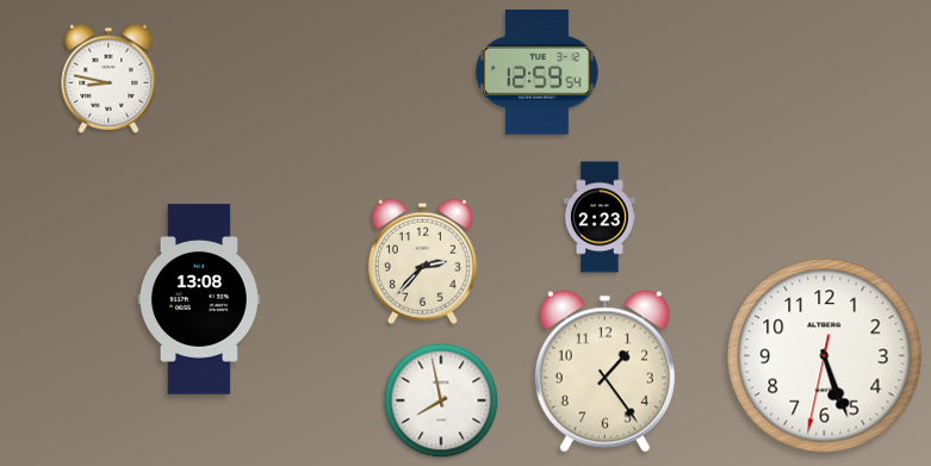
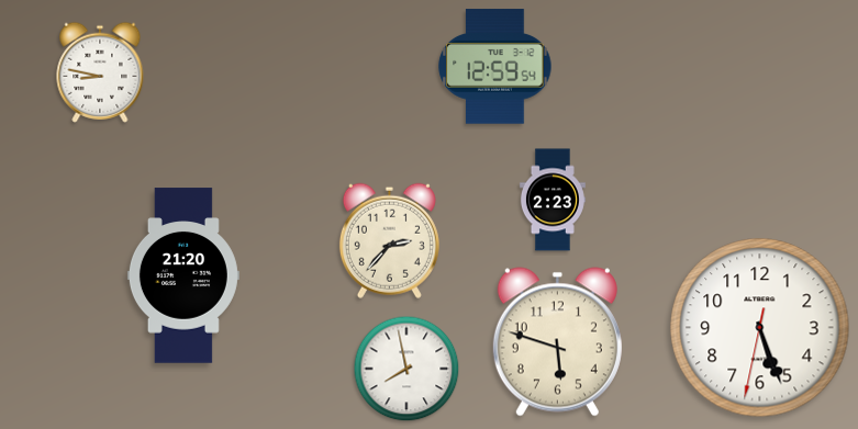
clock at (199, 299): 13:08 -> 21:20
clock at (604, 372): 1:24 -> 5:48
